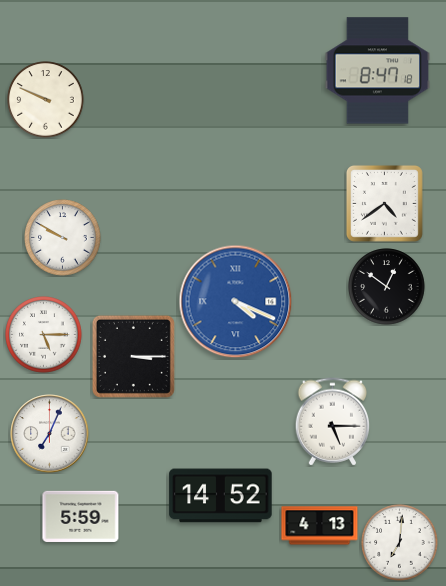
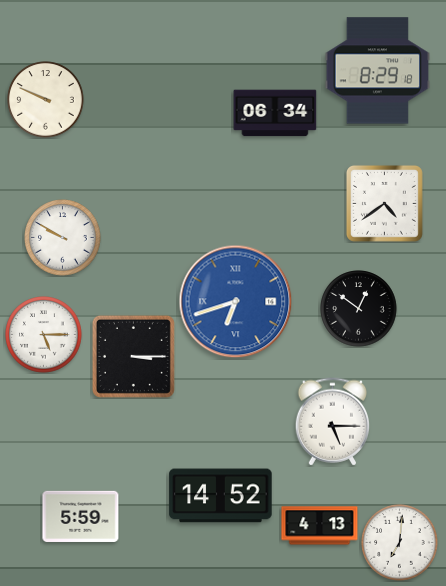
clock at (378, 71): 8:47 -> 8:29
clock at (275, 113): none -> 06:34
clock at (387, 287) position: (387, 287) -> (359, 309)
clock at (236, 302): 4:19 -> 6:42
clock at (50, 434): 7:04 -> none
